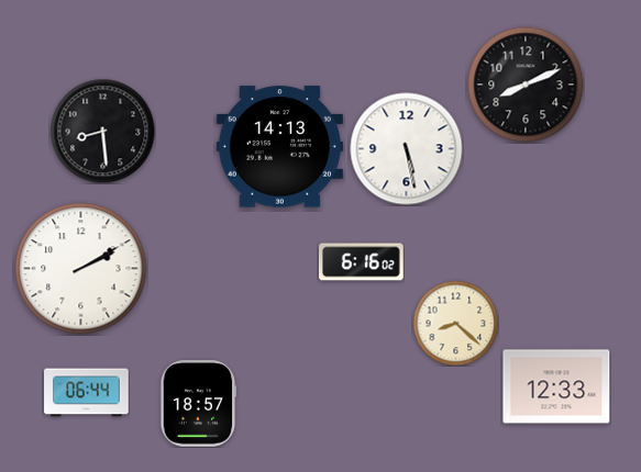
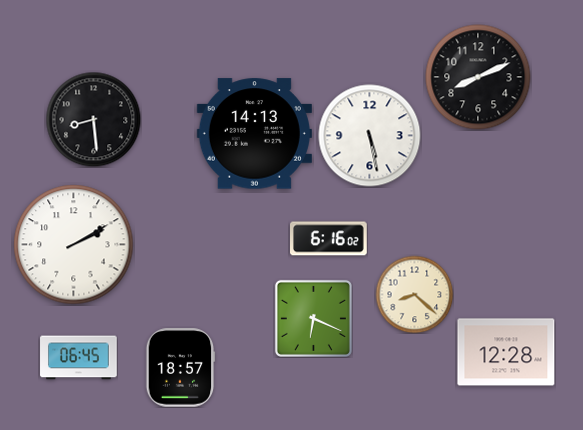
clock at (313, 318): none -> 6:19
clock at (556, 386): 12:33 -> 12:28
clock at (87, 393): 06:44 -> 06:45
